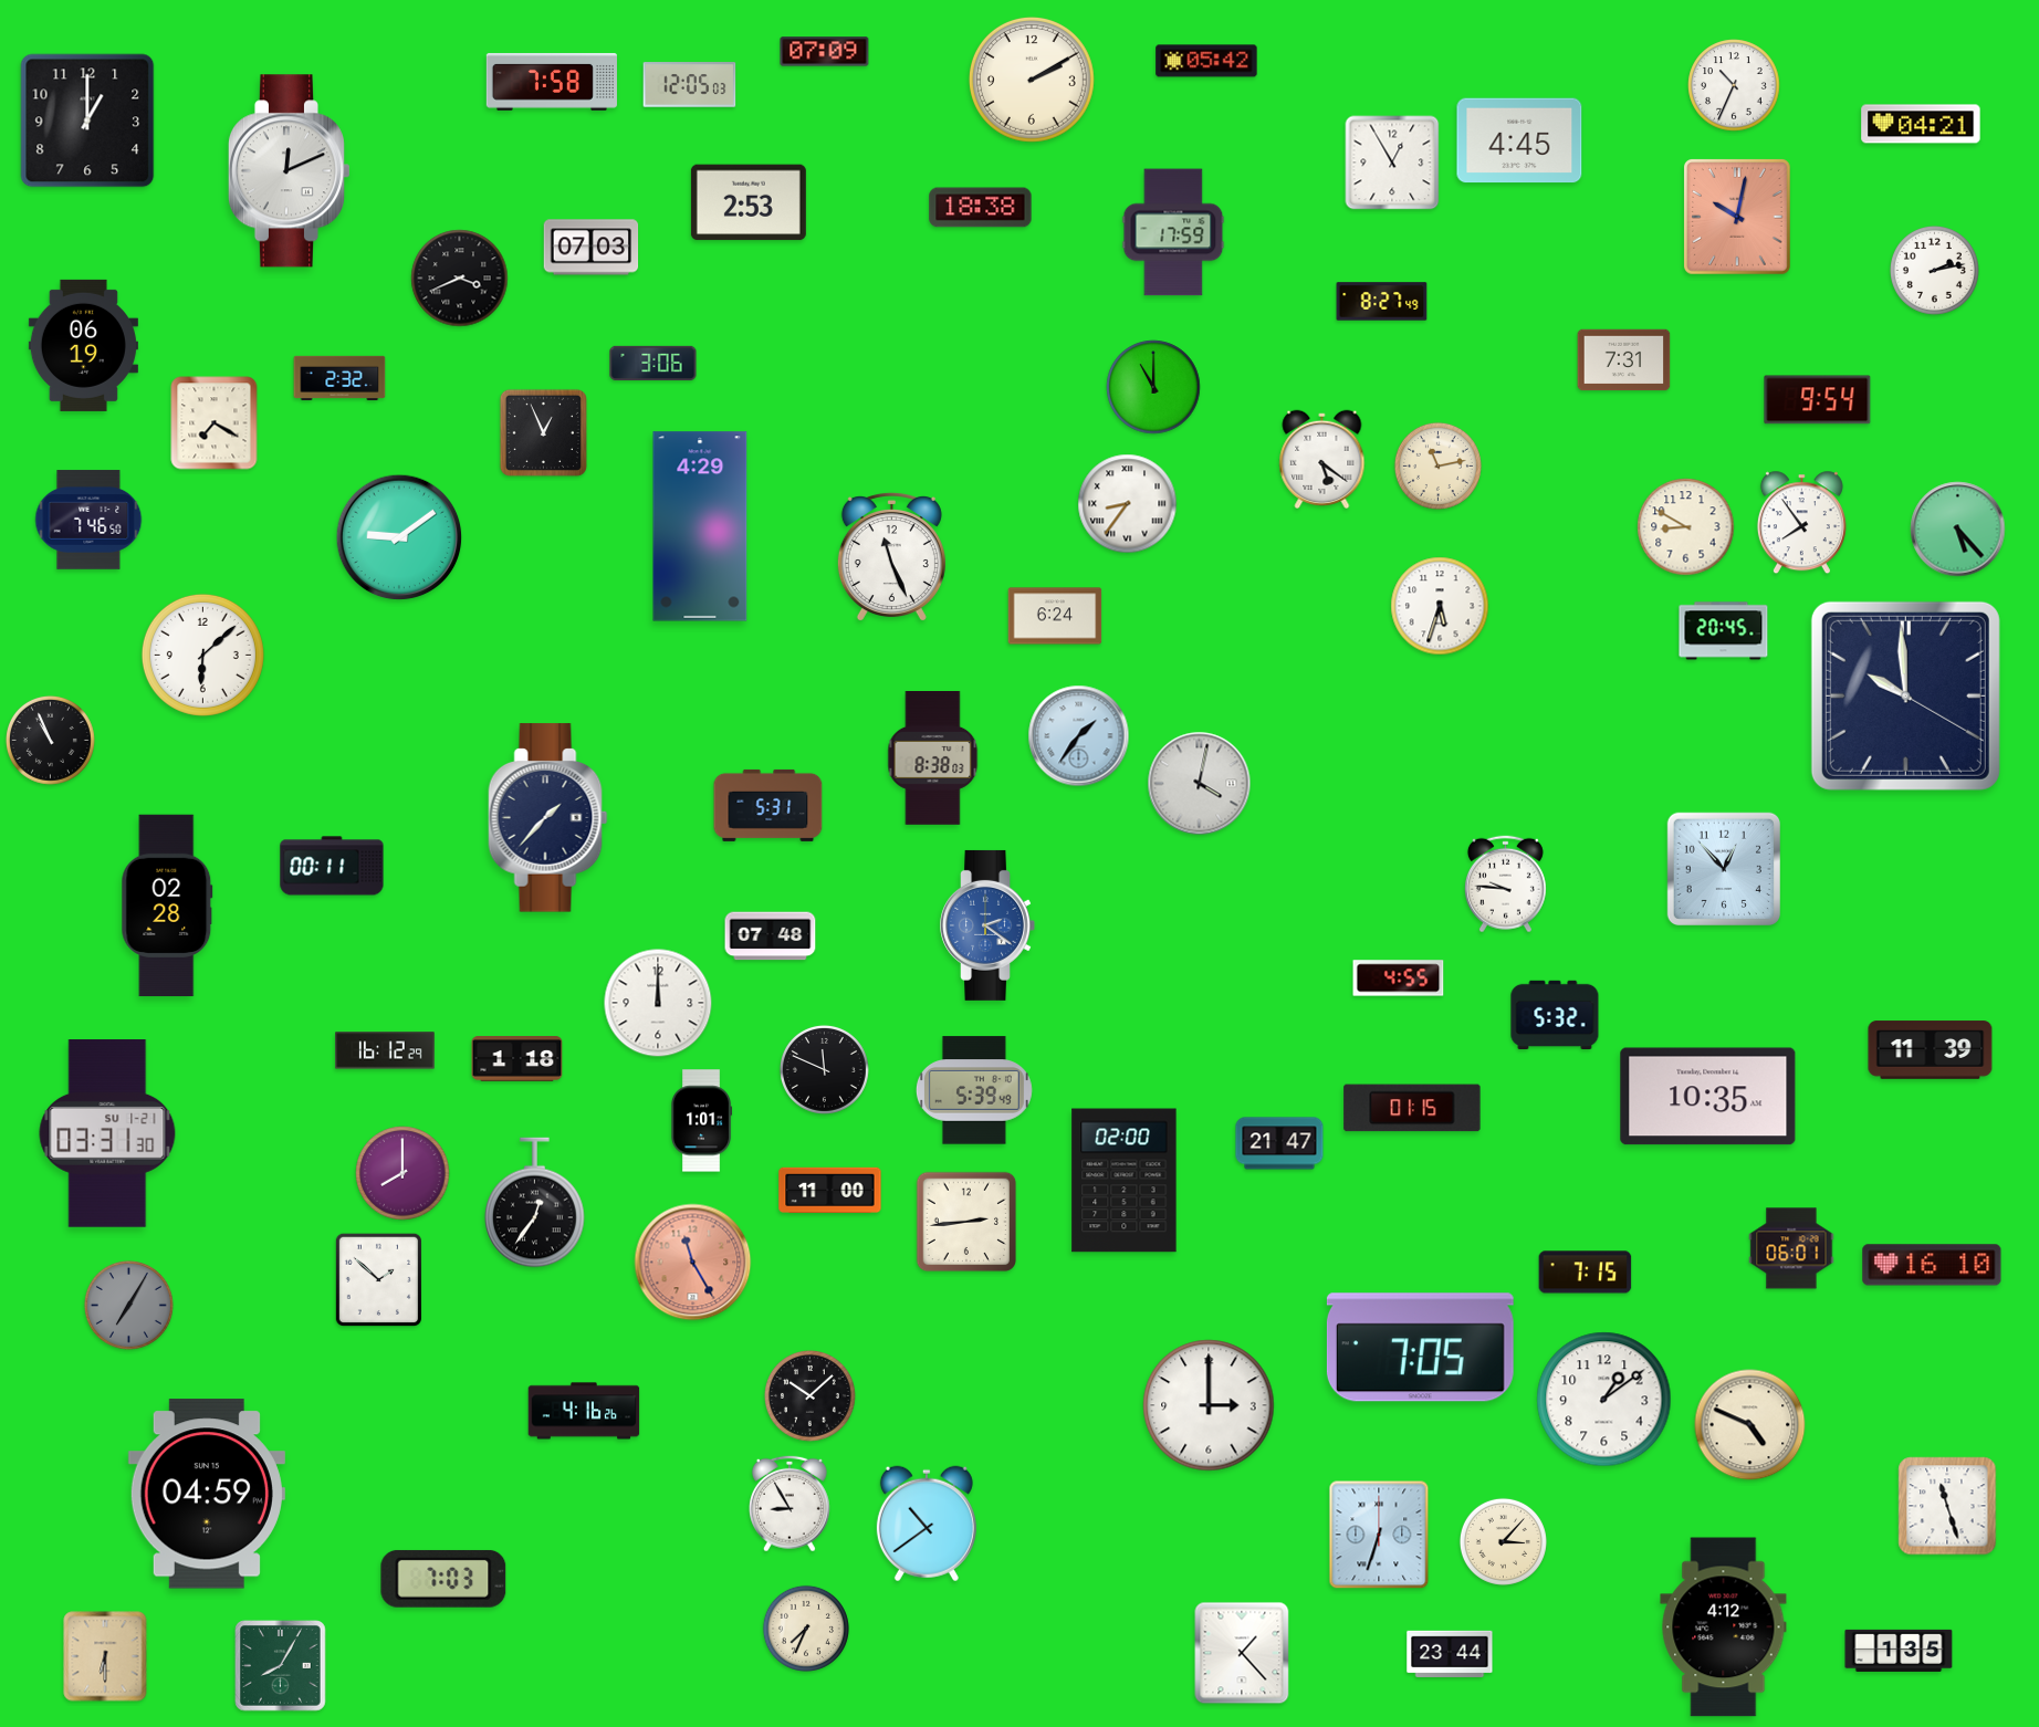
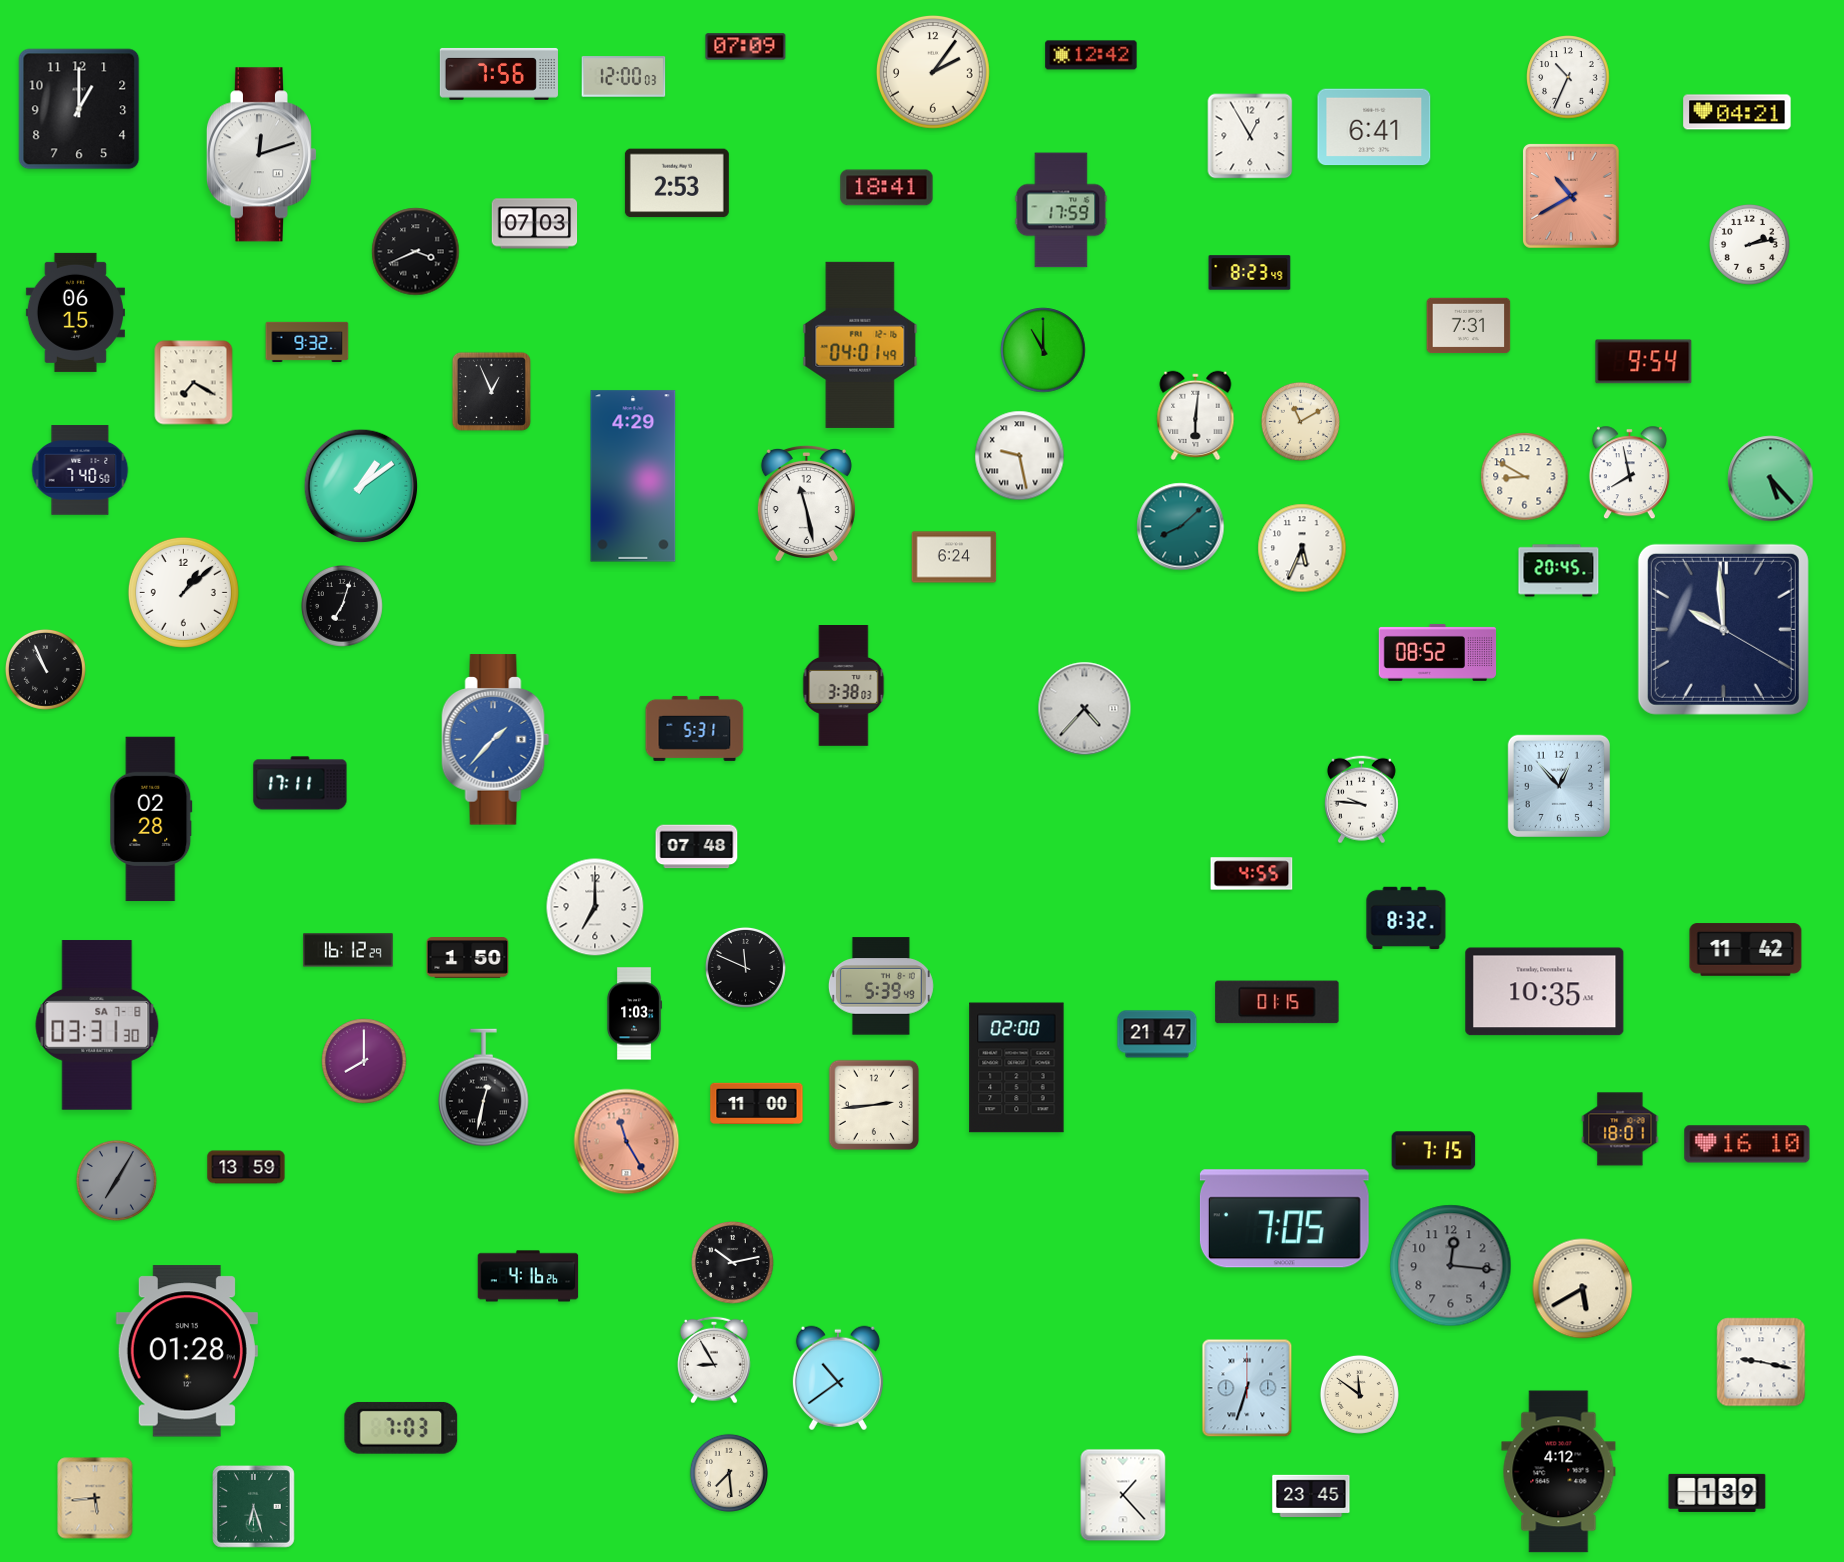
clock at (1206, 61): 05:42 -> 12:42
clock at (1032, 80): 2:10 -> 2:06
clock at (552, 82): 7:58 -> 7:56
clock at (690, 85): 12:05 -> 12:00
clock at (1519, 140): 4:45 -> 6:41
clock at (1392, 163) position: (1392, 163) -> (1250, 136)
clock at (289, 171): 12:11 -> 12:12
clock at (981, 208): 18:38 -> 18:41
clock at (1738, 218): 10:02 -> 10:40
clock at (1382, 302): 8:27 -> 8:23
clock at (83, 345): 06:19 -> 06:15
clock at (653, 363): 3:06 -> none
clock at (339, 377): 2:32 -> 9:32
clock at (860, 345): none -> 04:01
clock at (1322, 459): 5:21 -> 6:01
clock at (1437, 465): 11:13 -> 11:10
clock at (1128, 504): 8:36 -> 9:28
clock at (88, 520): 7:46 -> 7:40
clock at (1801, 523): 7:54 -> 7:58
clock at (399, 537): 9:09 -> 1:09
clock at (891, 556): 11:26 -> 11:28
clock at (1181, 527): none -> 8:08
clock at (1440, 606): 5:33 -> 5:34
clock at (202, 655): 6:08 -> 1:08
clock at (343, 607): none -> 7:03
clock at (1438, 652): none -> 08:52
clock at (1079, 736): 1:36 -> none
clock at (933, 758): 8:38 -> 3:38
clock at (1200, 784): 4:02 -> 4:37
clock at (548, 818) dial: navy -> blue
clock at (332, 866): 00:11 -> 17:11
clock at (987, 925): 2:21 -> none
clock at (1399, 978) position: (1399, 978) -> (1252, 874)
clock at (658, 1003): 12:00 -> 7:00
clock at (1555, 1015): 5:32 -> 8:32
clock at (1931, 1050): 11:39 -> 11:42
clock at (517, 1059): 1:18 -> 1:50
clock at (701, 1121): 1:01 -> 1:03
clock at (107, 1133) date: SU 1-21 -> SA 7-8
clock at (830, 1190) position: (830, 1190) -> (757, 1103)
clock at (535, 1203): 12:36 -> 12:32
clock at (1791, 1248): 06:01 -> 18:01
clock at (378, 1279): 1:52 -> none
clock at (246, 1167): none -> 13:59
clock at (811, 1396): 10:08 -> 10:13
clock at (1604, 1400): 1:09 -> 12:16
clock at (1604, 1400) dial: white -> grey
clock at (1209, 1405): 3:00 -> none
clock at (1750, 1425): 4:49 -> 5:40
clock at (207, 1494): 04:59 -> 01:28
clock at (1947, 1506): 11:27 -> 9:17
clock at (1503, 1541): 3:07 -> 11:51
clock at (806, 1629): 7:34 -> 7:29
clock at (1899, 1651): 1:35 -> 1:39
clock at (1450, 1654): 23:44 -> 23:45
clock at (105, 1656): 6:30 -> 5:44
clock at (281, 1666): 8:05 -> 6:27
